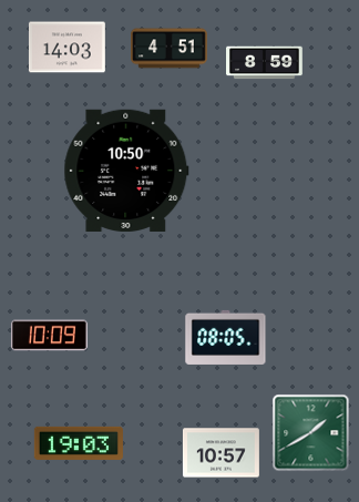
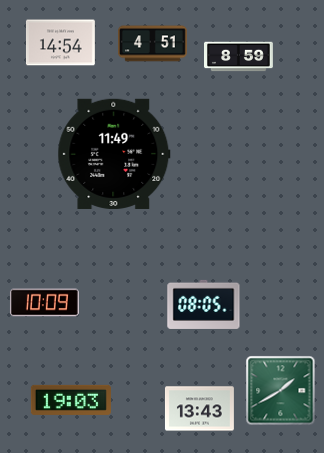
clock at (66, 48): 14:03 -> 14:54
clock at (126, 171): 10:50 -> 11:49
clock at (220, 453): 10:57 -> 13:43
